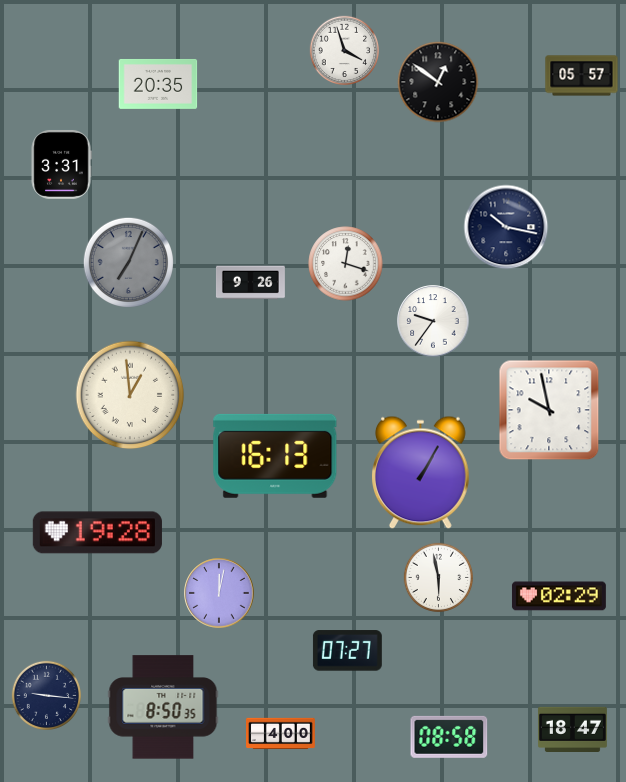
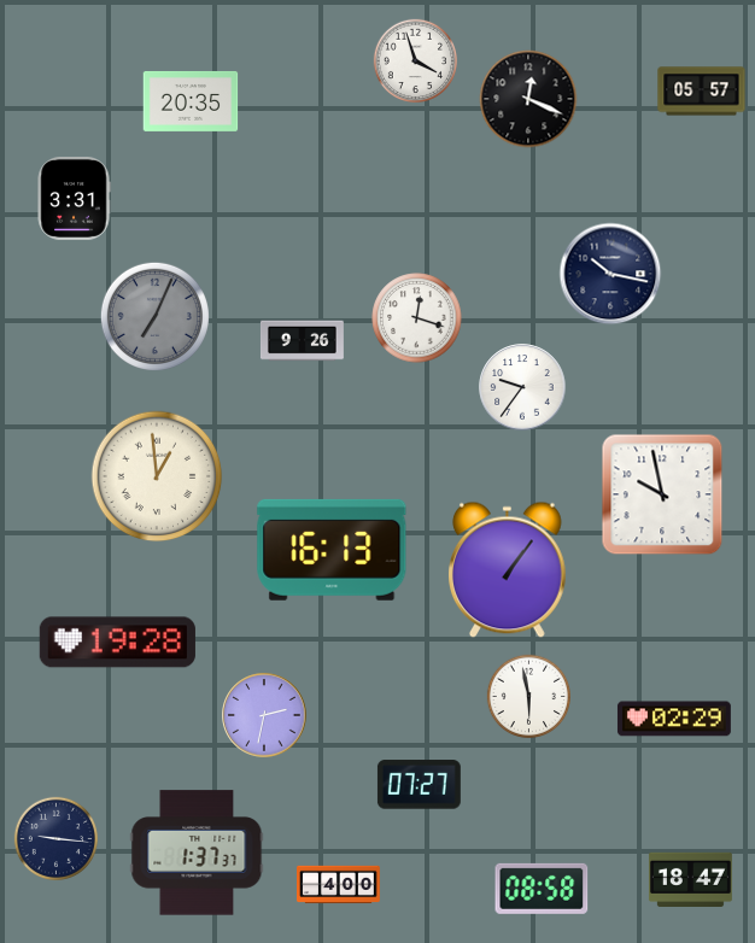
clock at (438, 82): 12:51 -> 12:19
clock at (421, 473): 1:05 -> 1:06
clock at (219, 593): 12:02 -> 2:32
clock at (163, 707): 8:50 -> 1:37
